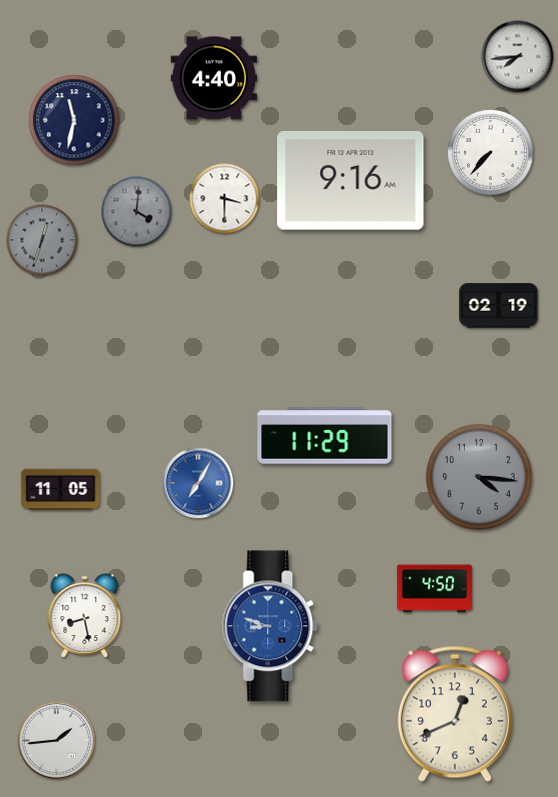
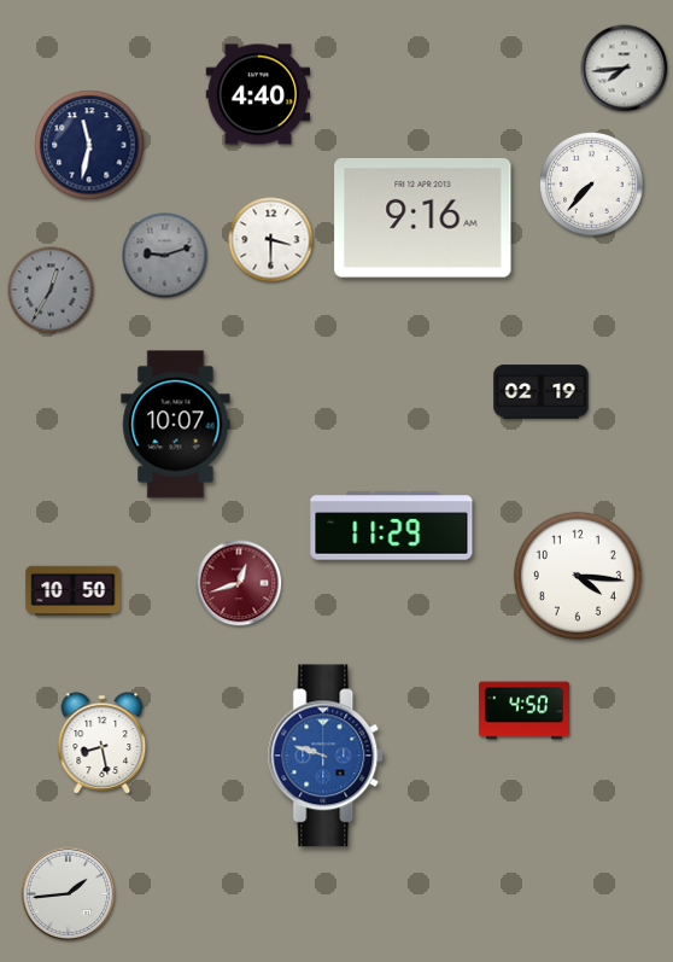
clock at (137, 212): 4:01 -> 9:12
clock at (42, 240): 12:33 -> 12:35
clock at (499, 306) position: (499, 306) -> (542, 392)
clock at (176, 425): none -> 10:07
clock at (479, 477) dial: grey -> white
clock at (198, 483): 7:05 -> 12:42
clock at (198, 483) dial: blue -> burgundy
clock at (61, 489): 11:05 -> 10:50
clock at (271, 626): 8:48 -> 9:48
clock at (455, 714): 12:41 -> none
